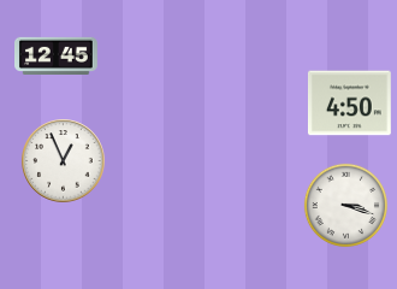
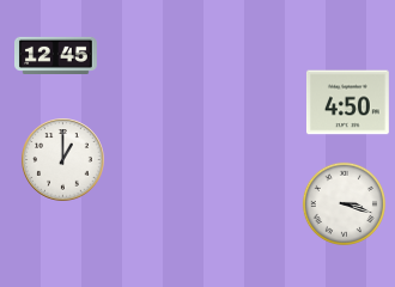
clock at (64, 161): 12:56 -> 1:00
